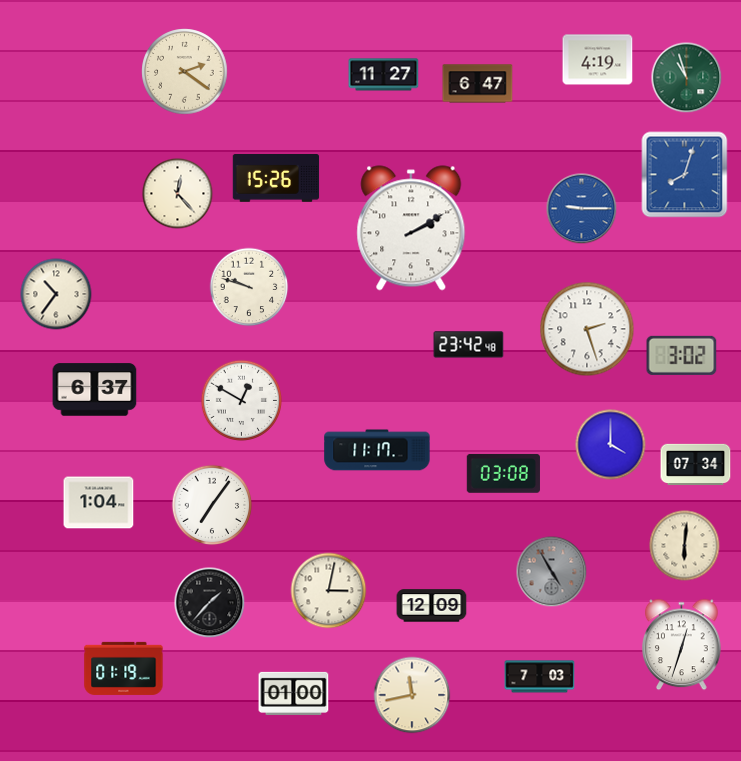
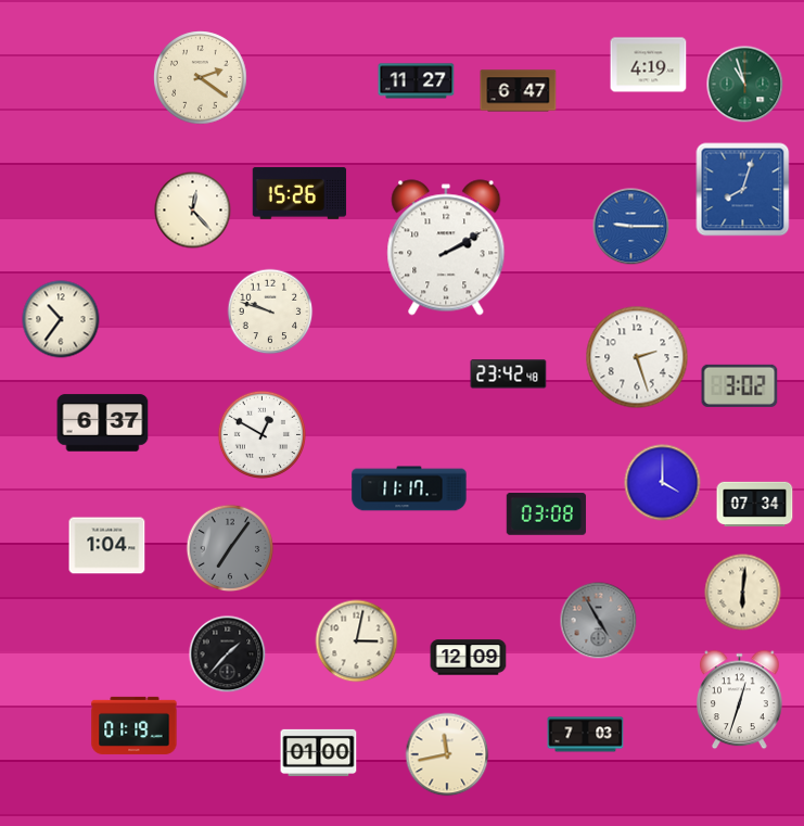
clock at (212, 505) dial: white -> grey
